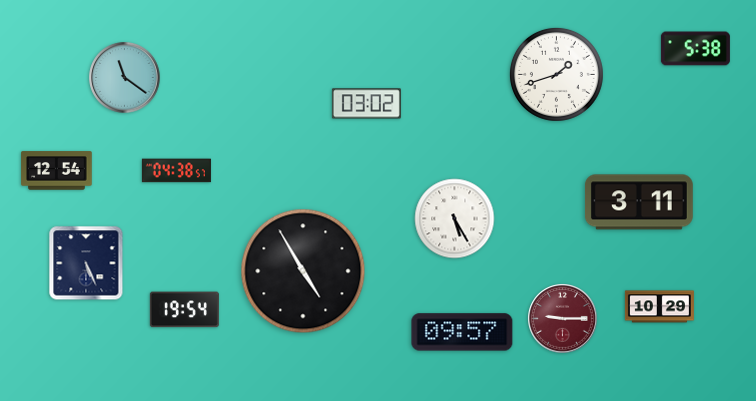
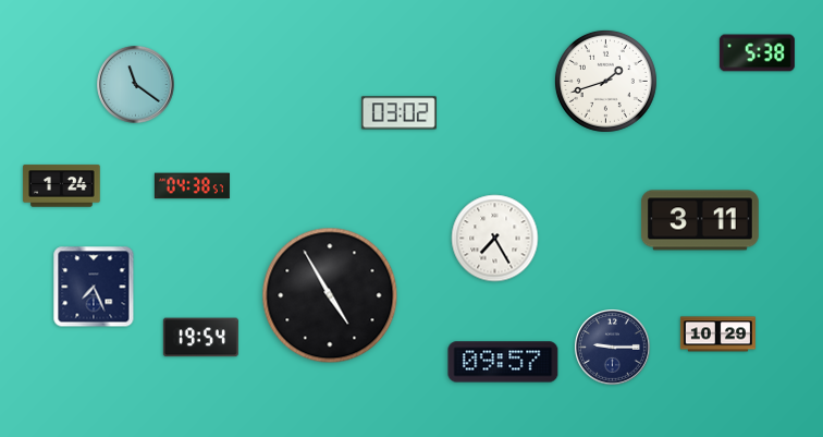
clock at (57, 171): 12:54 -> 1:24
clock at (639, 202) position: (639, 202) -> (700, 220)
clock at (455, 219): 5:25 -> 7:25
clock at (86, 263): 5:26 -> 7:26
clock at (563, 319) dial: burgundy -> navy
